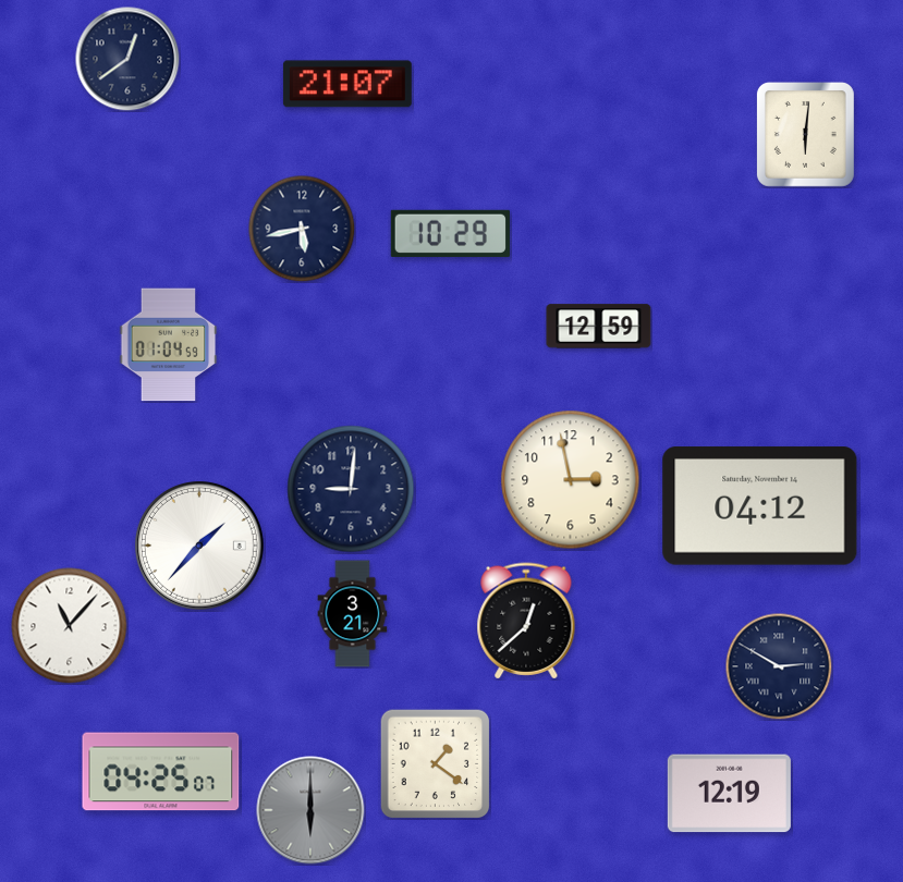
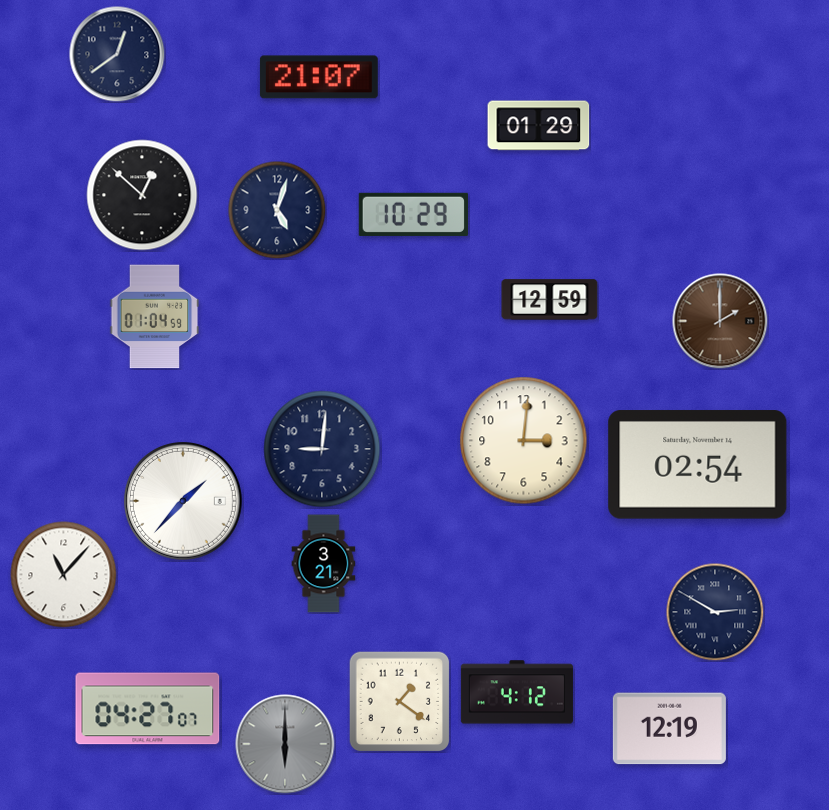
clock at (805, 134): 6:01 -> none
clock at (539, 126): none -> 01:29
clock at (142, 195): none -> 12:52
clock at (302, 229): 5:43 -> 5:03
clock at (720, 321): none -> 2:00
clock at (571, 480): 2:58 -> 3:01
clock at (760, 506): 04:12 -> 02:54
clock at (526, 621): 12:38 -> none
clock at (517, 692): none -> 4:12
clock at (161, 772): 04:25 -> 04:27
